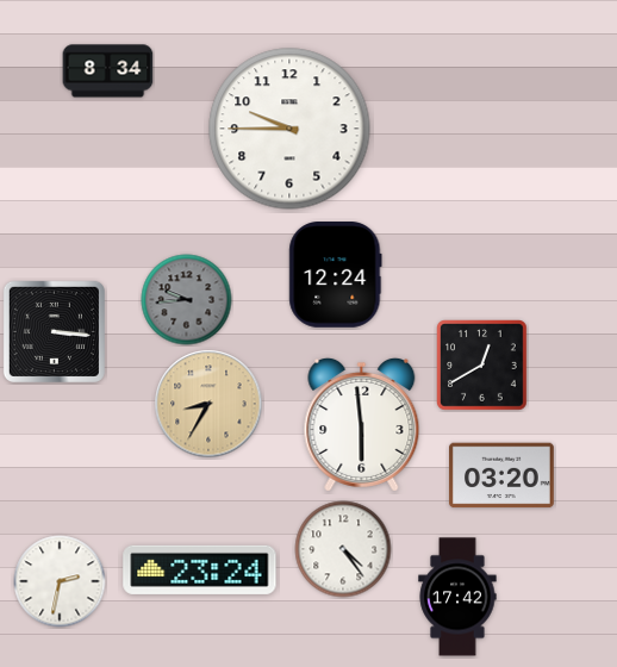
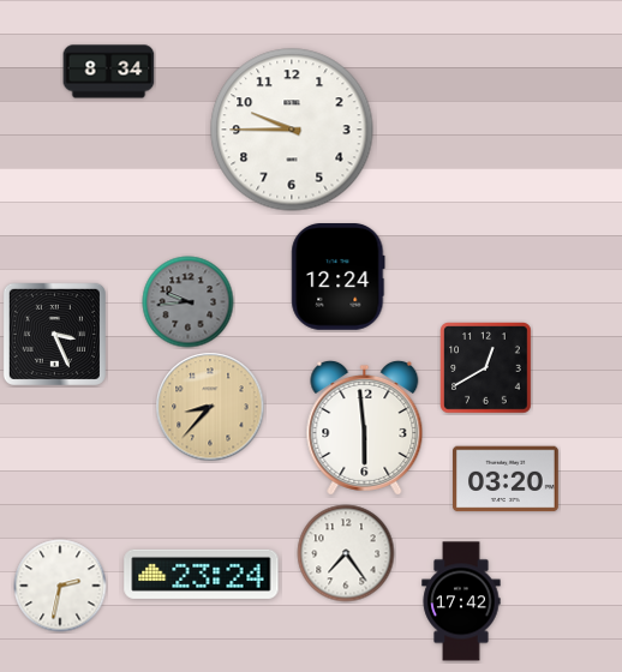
clock at (54, 331): 3:16 -> 3:26
clock at (208, 404): 8:35 -> 8:37
clock at (343, 549): 4:24 -> 7:24
